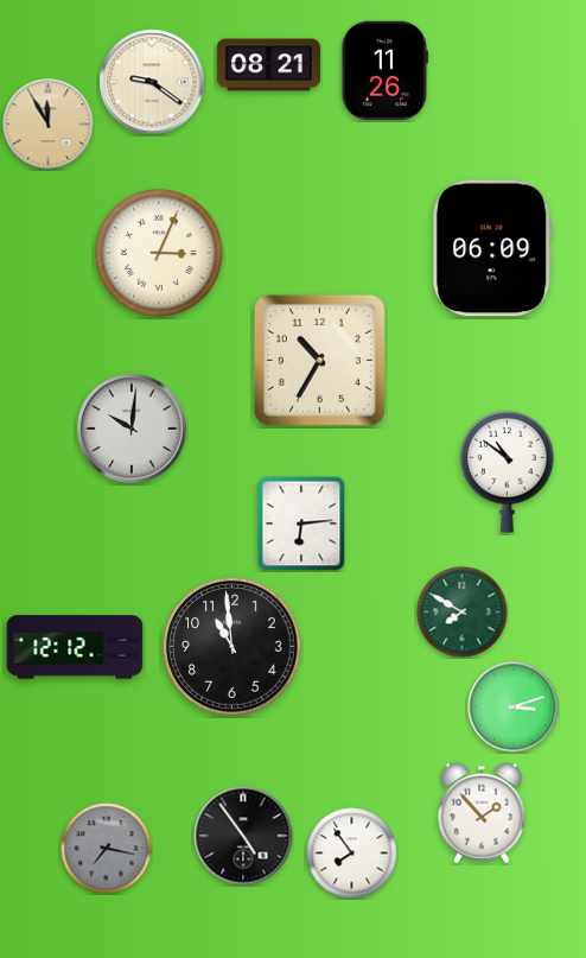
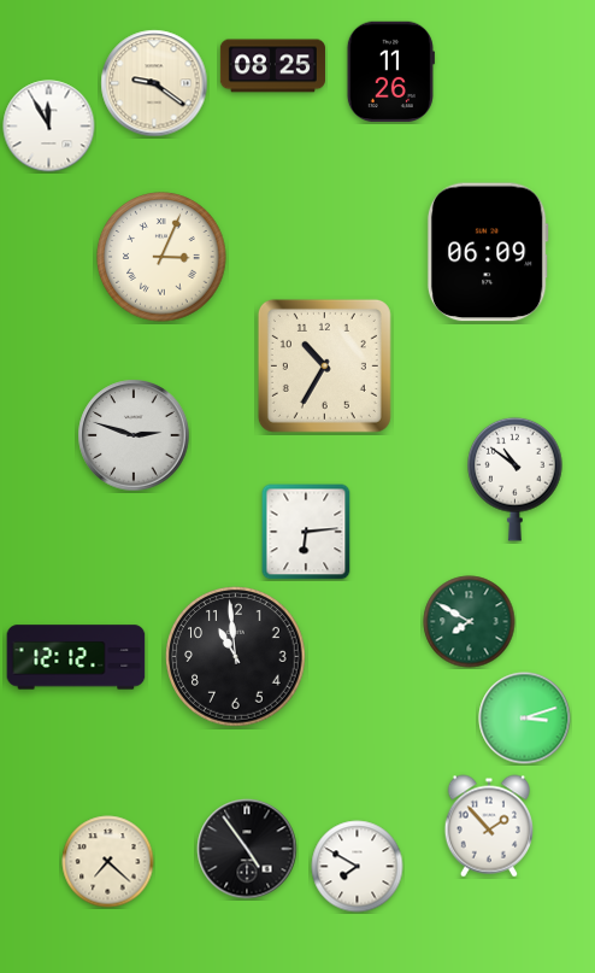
clock at (268, 65): 08:21 -> 08:25
clock at (49, 125) dial: champagne -> white
clock at (492, 248) position: (492, 248) -> (488, 252)
clock at (132, 429): 10:01 -> 2:48
clock at (514, 708) position: (514, 708) -> (525, 719)
clock at (107, 849): 7:17 -> 7:22
clock at (107, 849) dial: grey -> cream
clock at (352, 854): 7:54 -> 7:50
